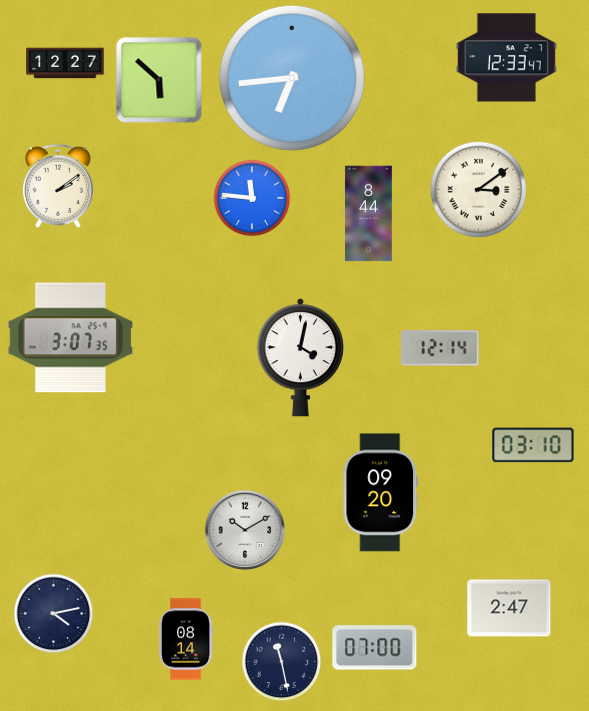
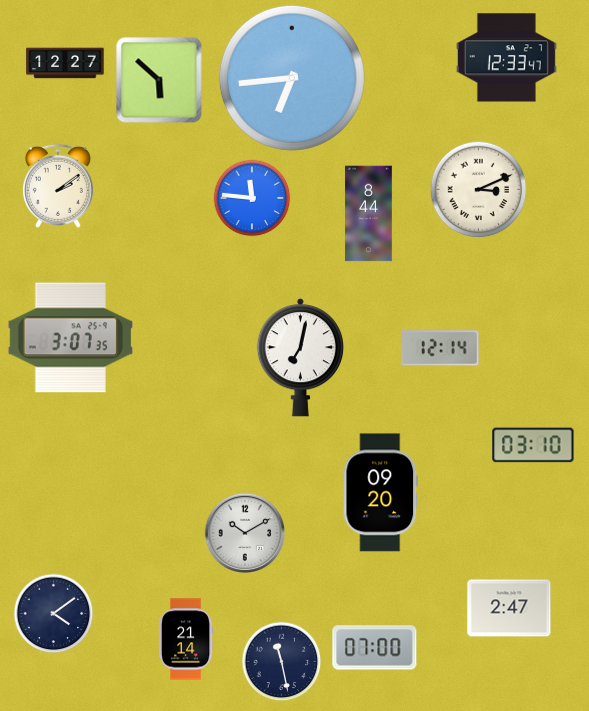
clock at (479, 190): 3:09 -> 3:11
clock at (300, 358): 4:02 -> 7:02
clock at (245, 530) position: (245, 530) -> (245, 533)
clock at (54, 614): 4:13 -> 4:09
clock at (186, 639): 08:14 -> 21:14
